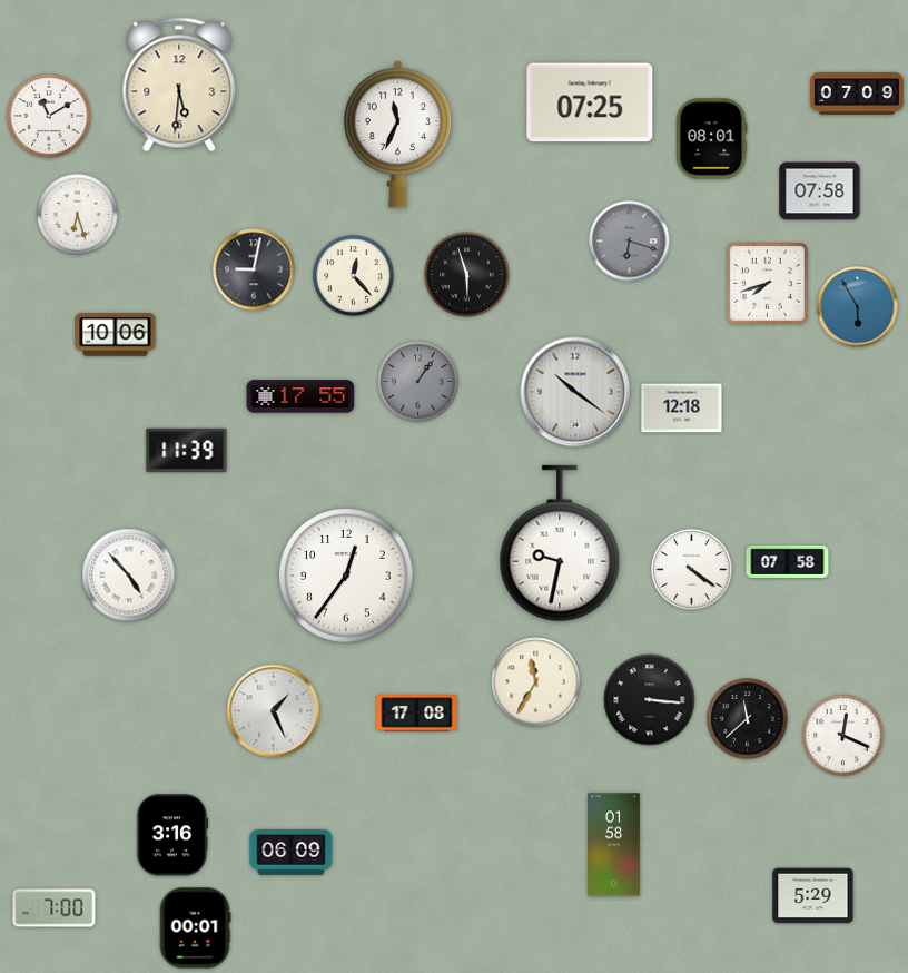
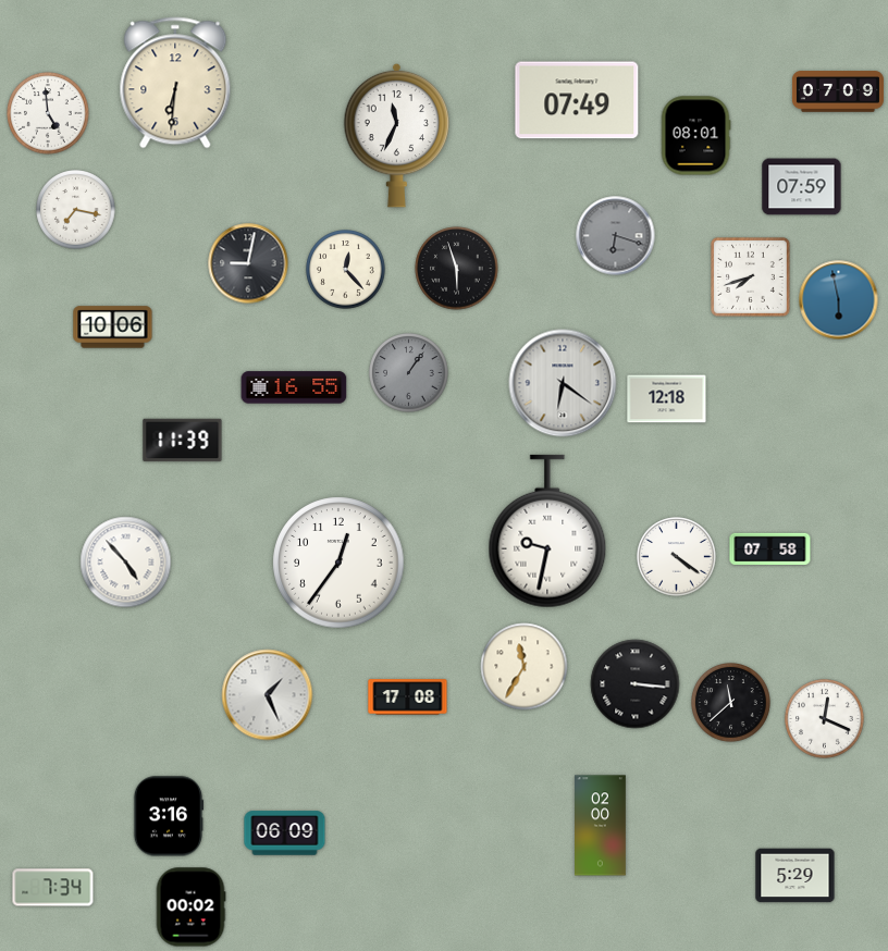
clock at (179, 85): 5:31 -> 6:31
clock at (590, 102): 07:25 -> 07:49
clock at (49, 116): 11:10 -> 4:59
clock at (398, 134) position: (398, 134) -> (397, 135)
clock at (820, 191): 07:58 -> 07:59
clock at (78, 215): 6:27 -> 7:17
clock at (858, 307): 5:55 -> 5:58
clock at (575, 392): 10:21 -> 6:21
clock at (300, 396): 17:55 -> 16:55
clock at (614, 845): 01:58 -> 02:00
clock at (55, 908): 7:00 -> 7:34
clock at (195, 928): 00:01 -> 00:02
